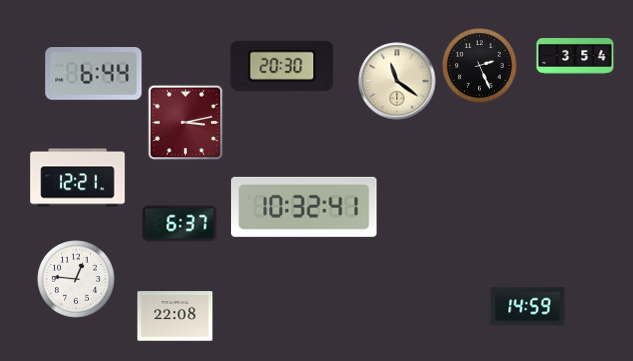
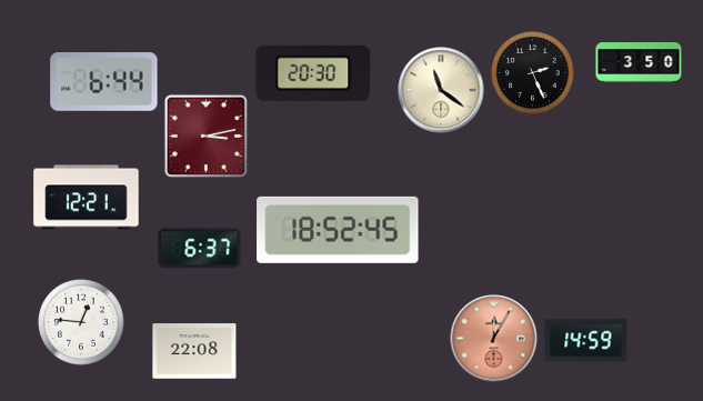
clock at (575, 57): 3:54 -> 3:50
clock at (304, 207): 10:32 -> 18:52
clock at (76, 279) position: (76, 279) -> (81, 322)
clock at (494, 339): none -> 12:05
